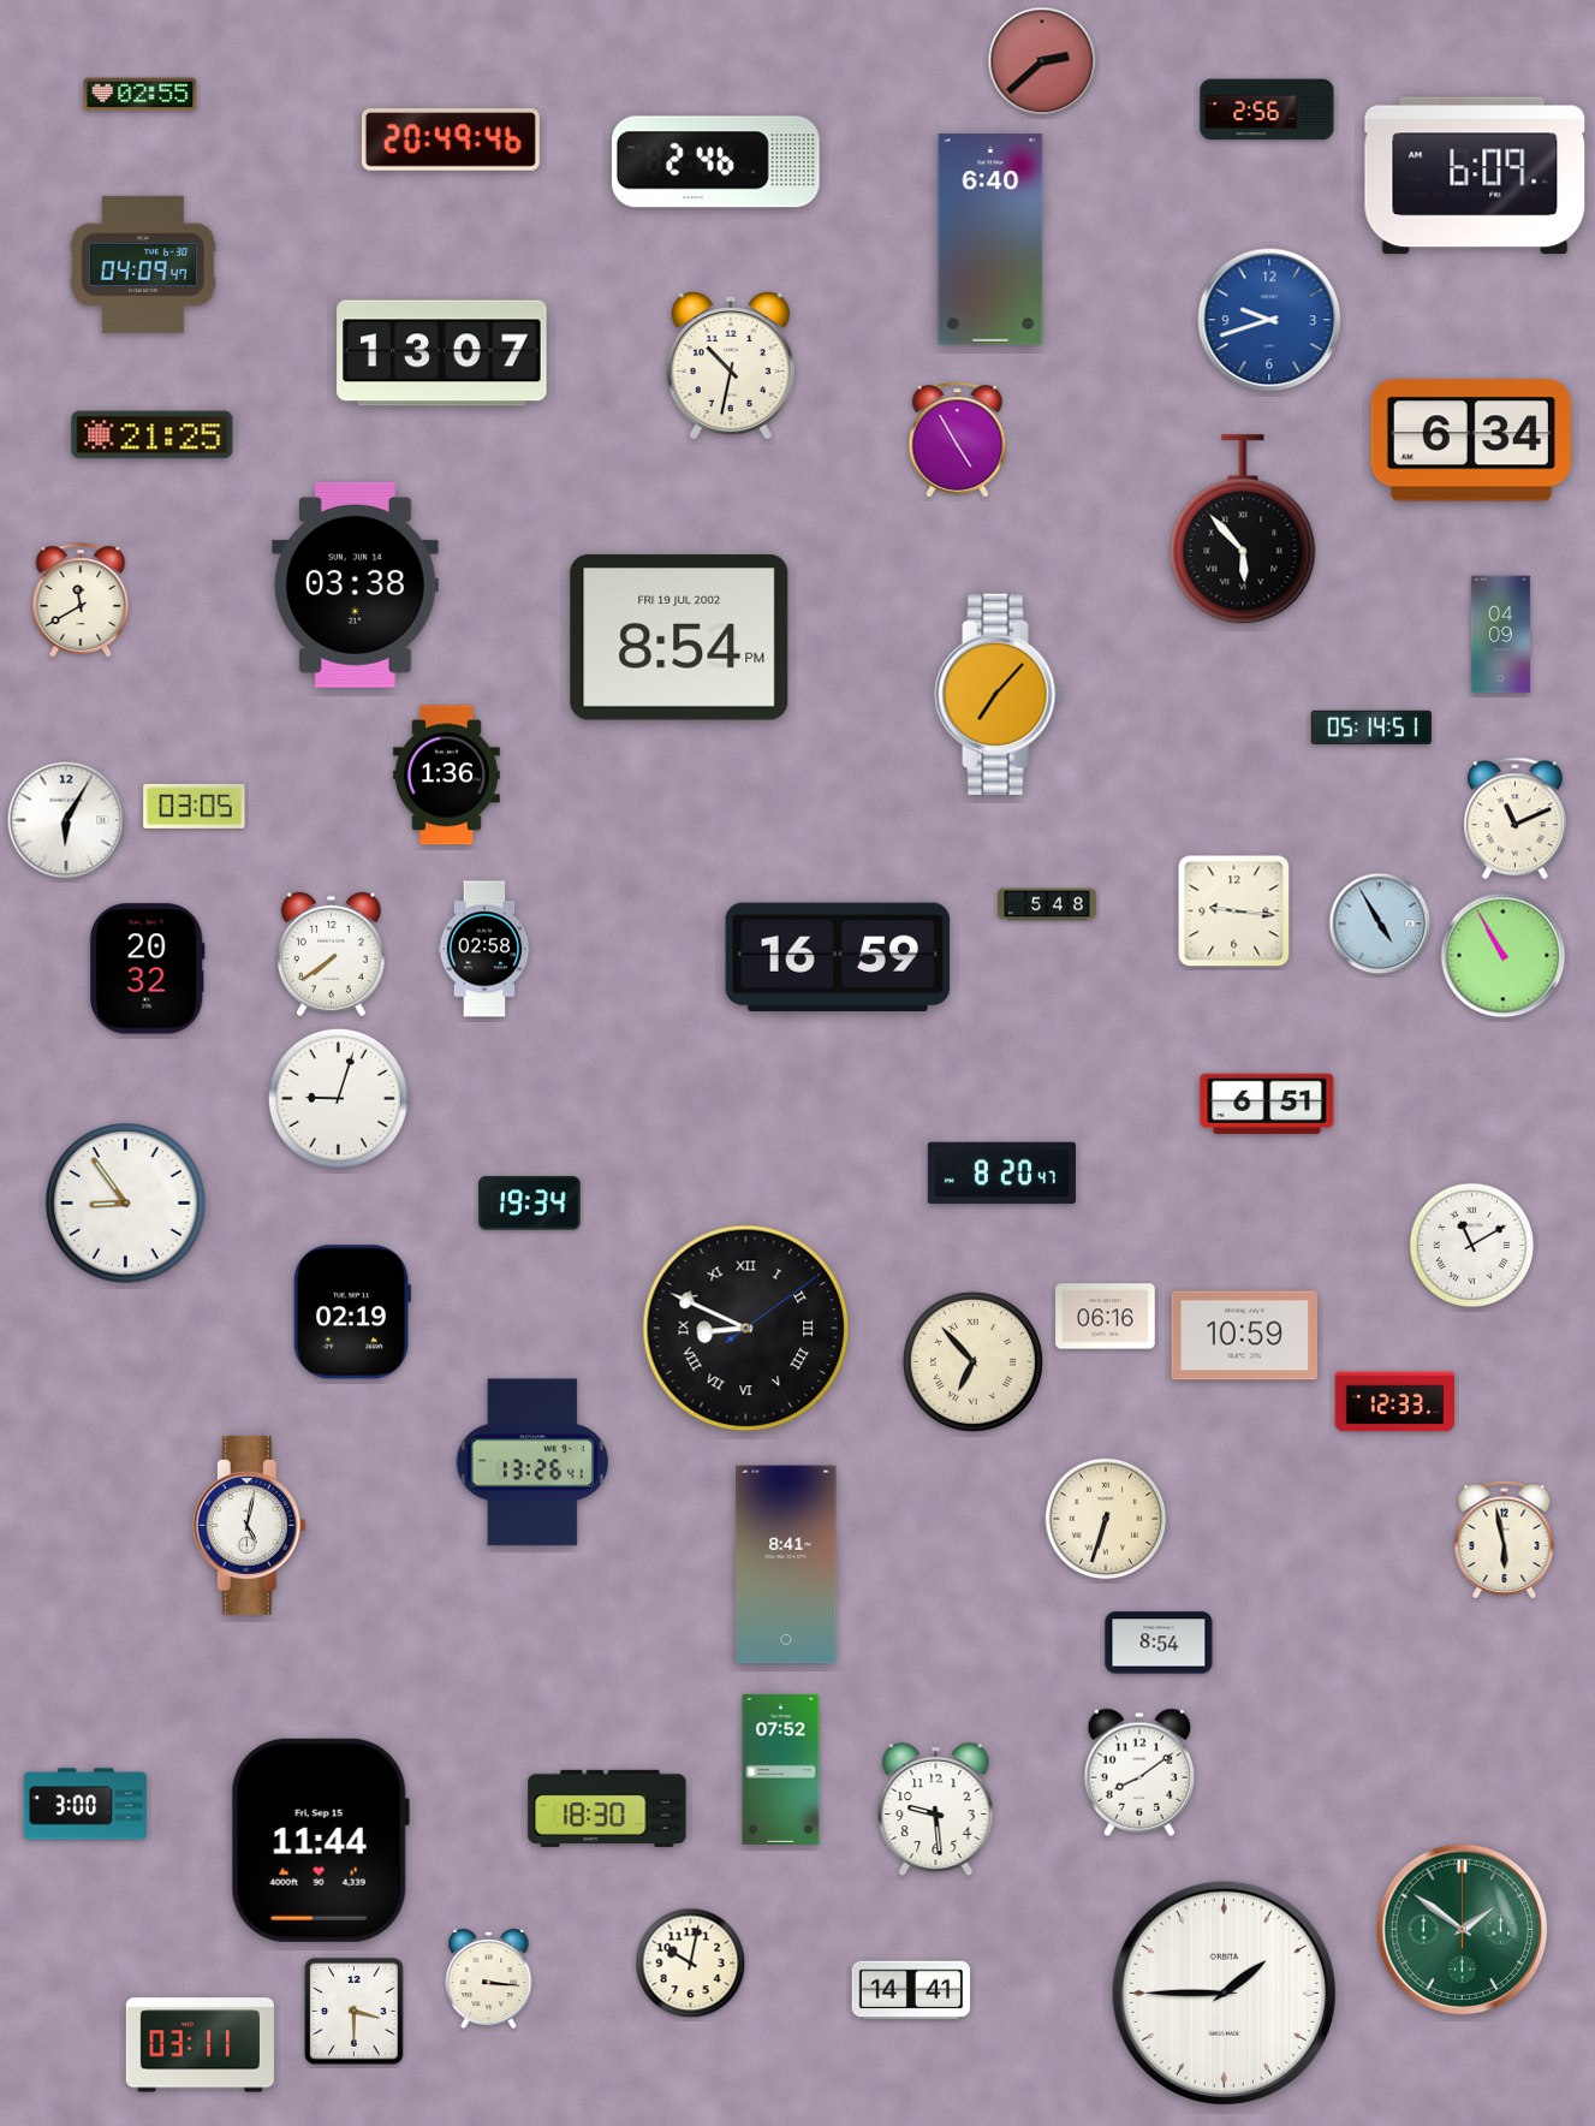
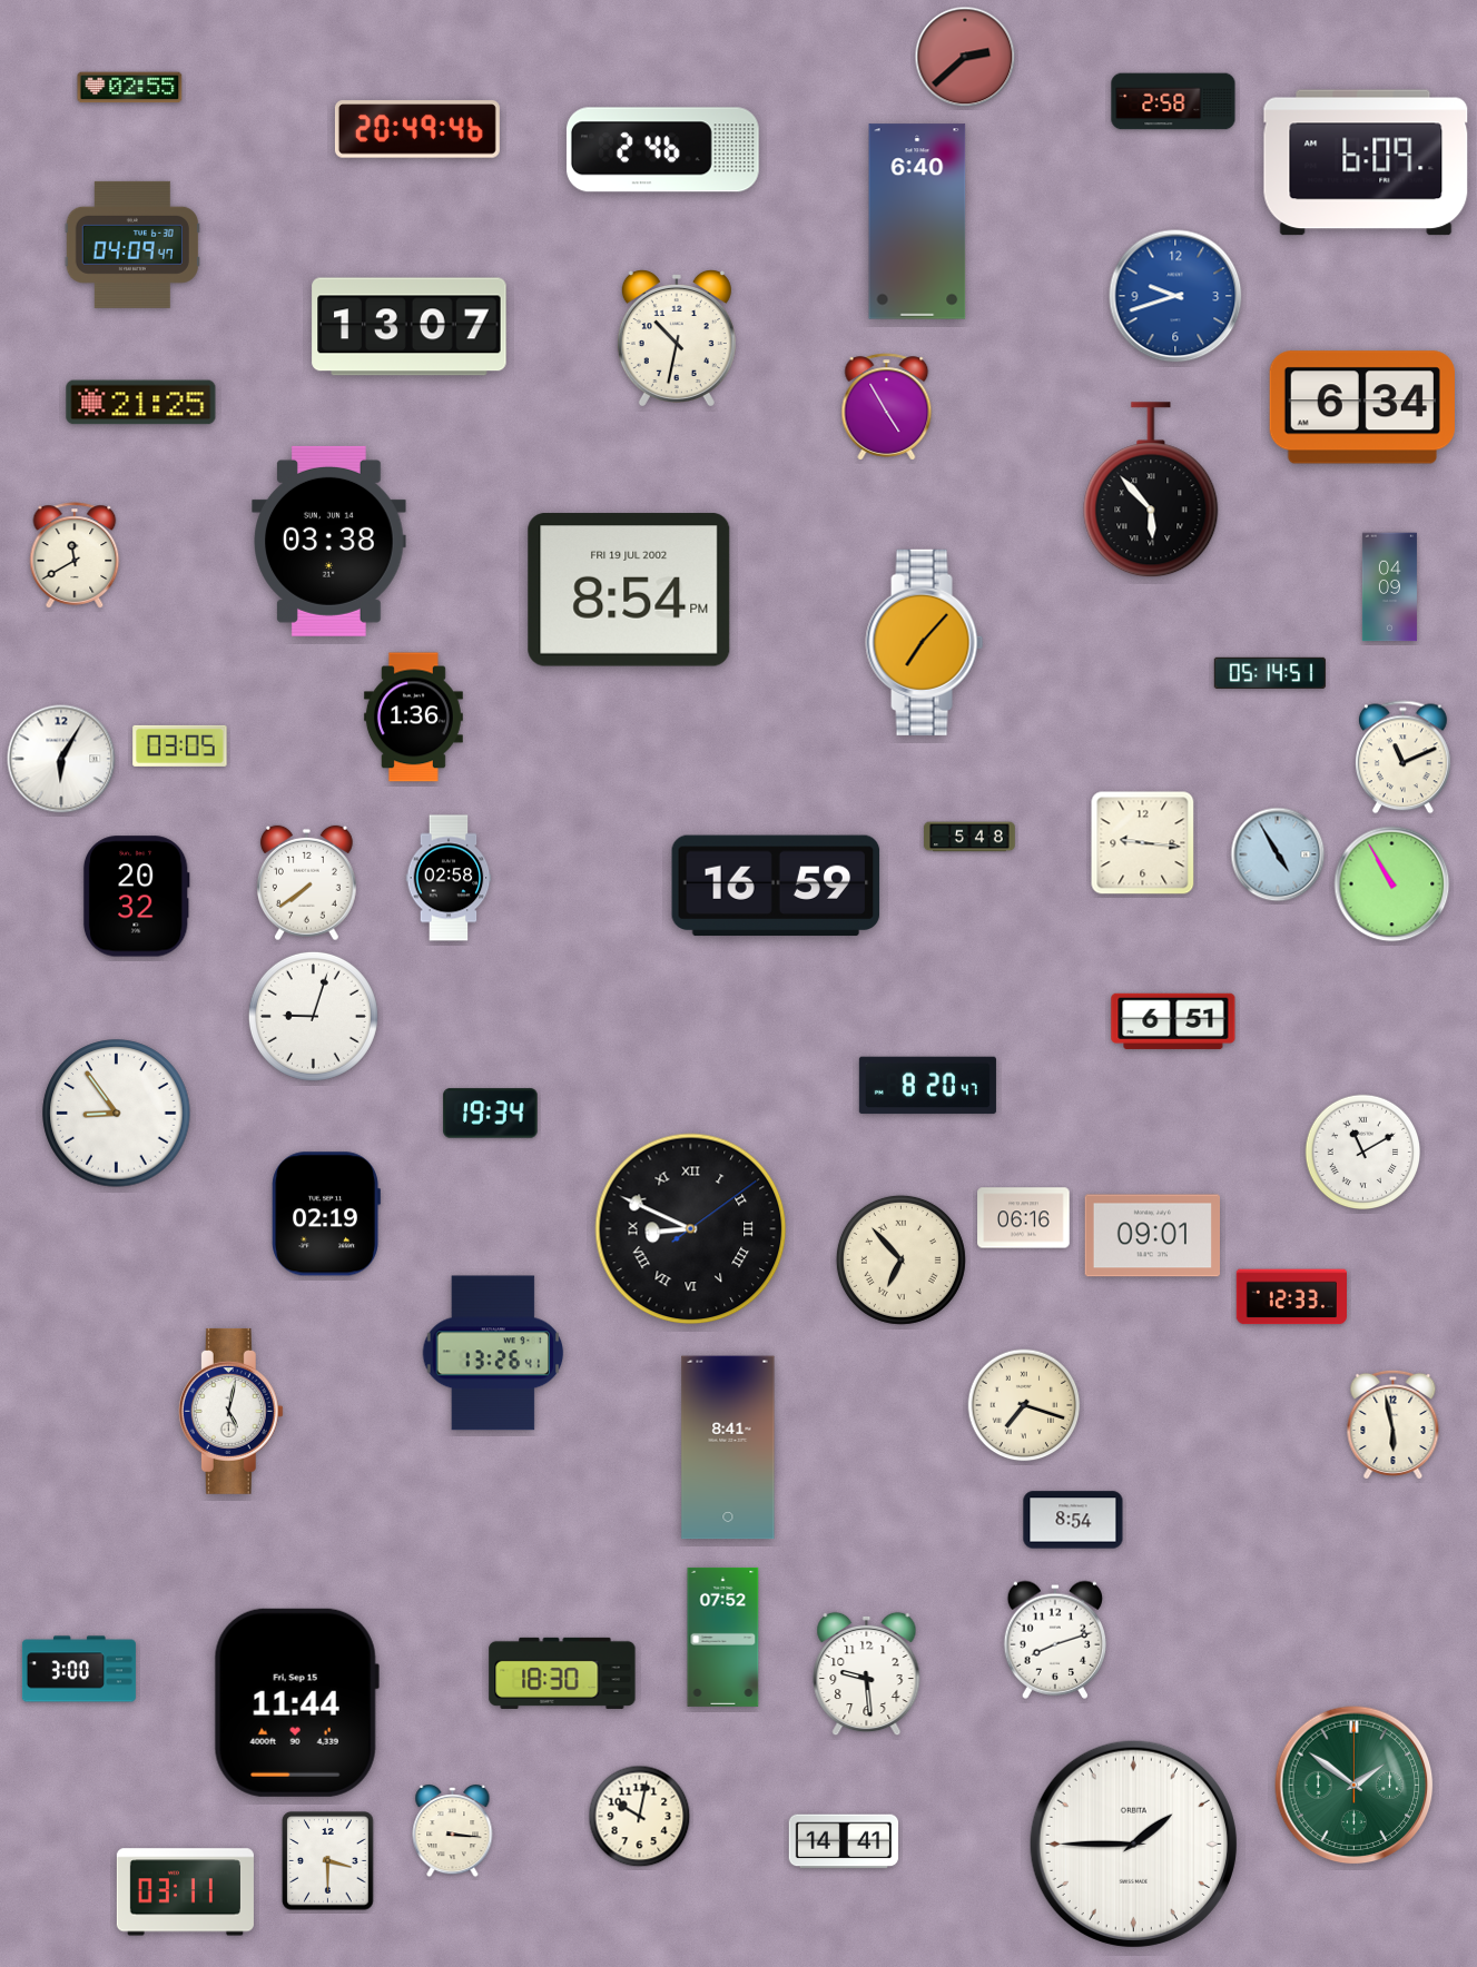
clock at (1267, 109): 2:56 -> 2:58
clock at (1244, 1336): 10:59 -> 09:01
clock at (1106, 1519): 6:33 -> 7:18
clock at (1139, 1772): 8:09 -> 8:12
